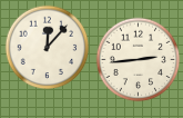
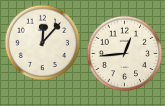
clock at (139, 60): 2:44 -> 12:44
